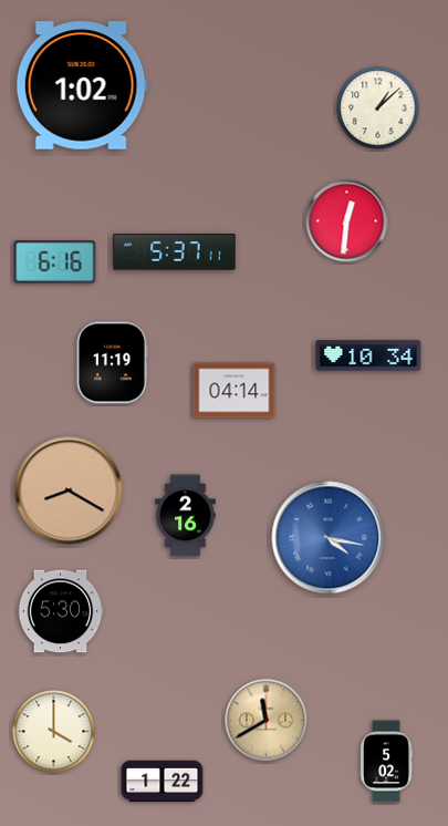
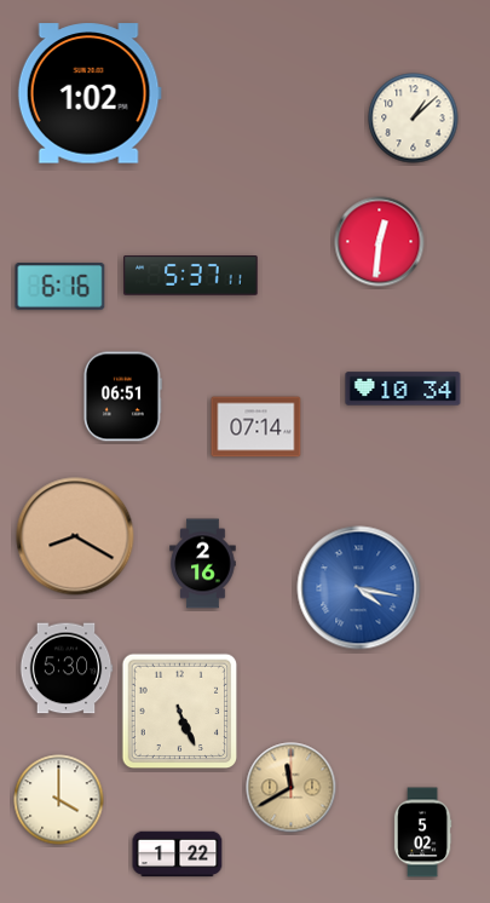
clock at (112, 363): 11:19 -> 06:51
clock at (235, 391): 04:14 -> 07:14
clock at (180, 712): none -> 5:26
